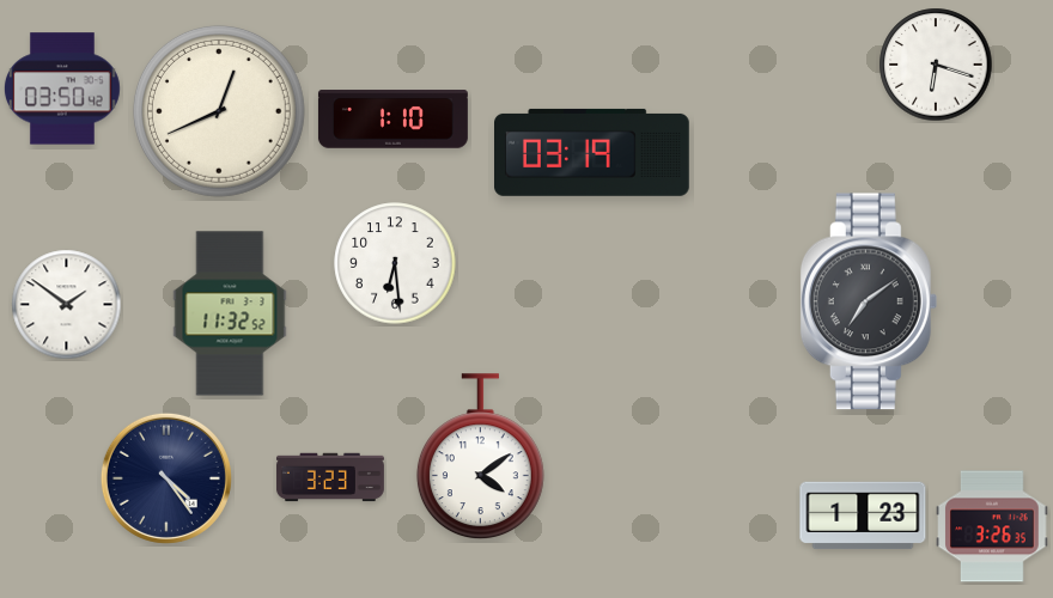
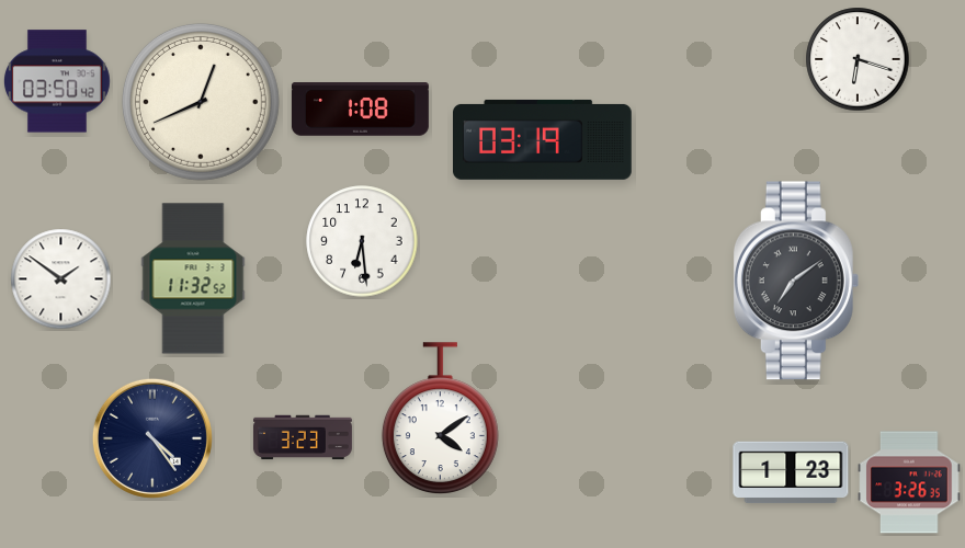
clock at (392, 120): 1:10 -> 1:08
clock at (869, 301) position: (869, 301) -> (796, 281)
clock at (230, 313) position: (230, 313) -> (193, 278)
